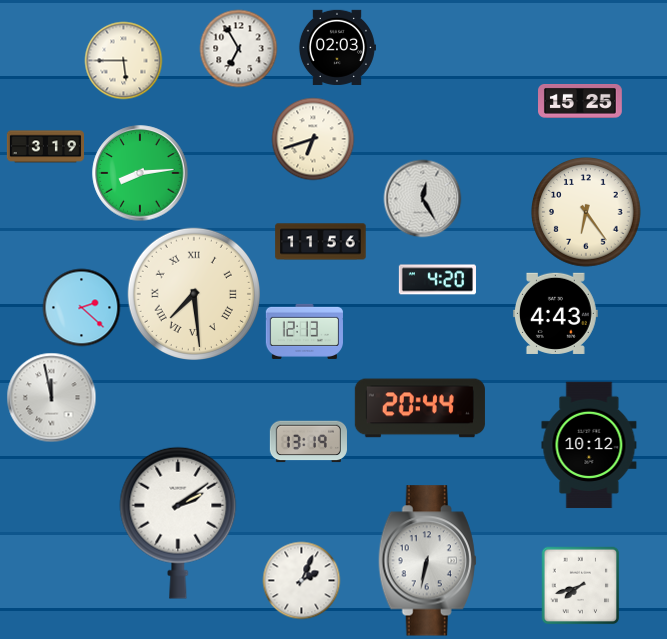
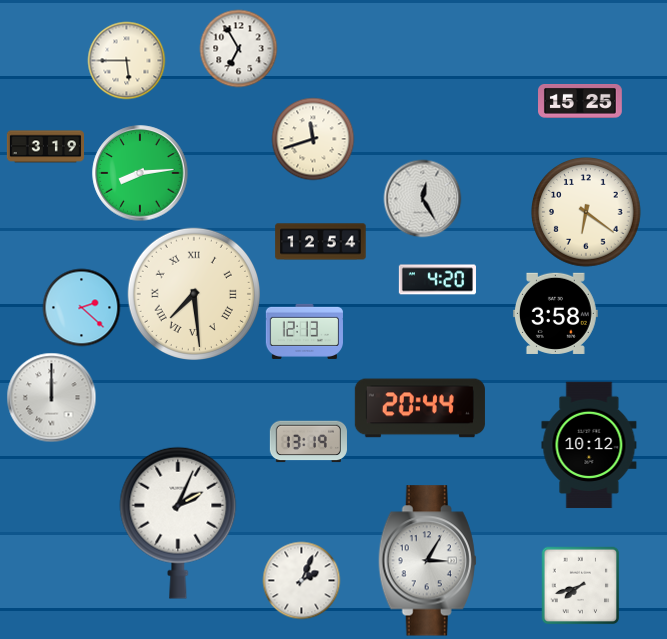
clock at (337, 47): 02:03 -> none
clock at (123, 60) position: (123, 60) -> (126, 60)
clock at (313, 139): 6:42 -> 11:42
clock at (586, 212): 6:24 -> 6:21
clock at (321, 242): 11:56 -> 12:54
clock at (555, 313): 4:43 -> 3:58
clock at (51, 397): 11:58 -> 12:00
clock at (178, 523): 2:09 -> 2:04
clock at (427, 561): 6:32 -> 3:05
